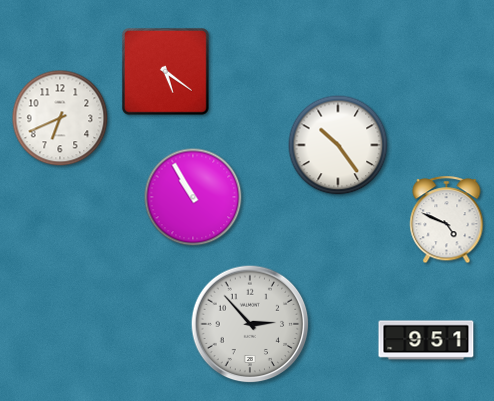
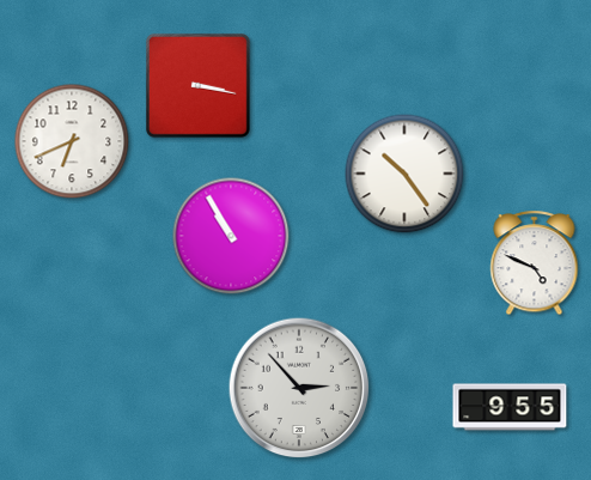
clock at (165, 71): 5:21 -> 3:17
clock at (426, 340): 9:51 -> 9:55
